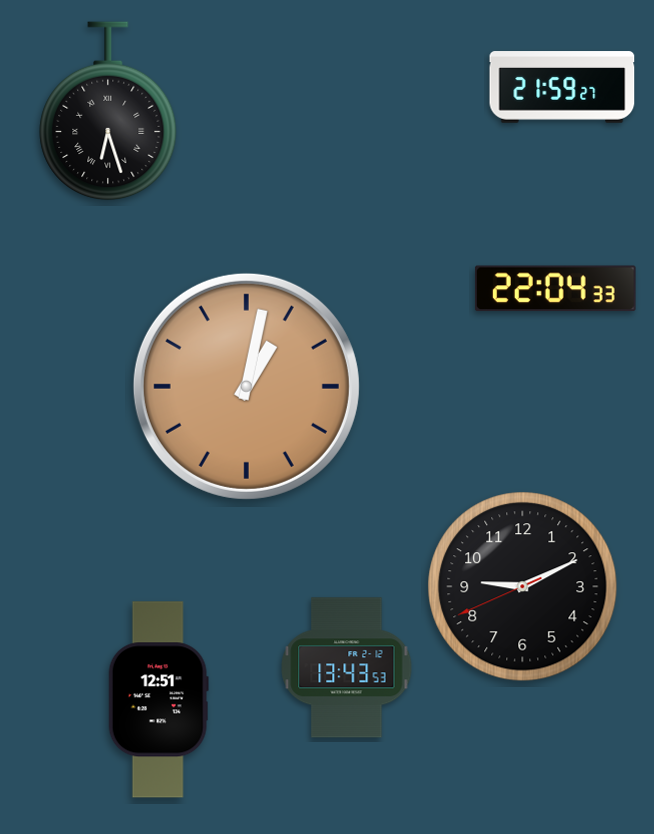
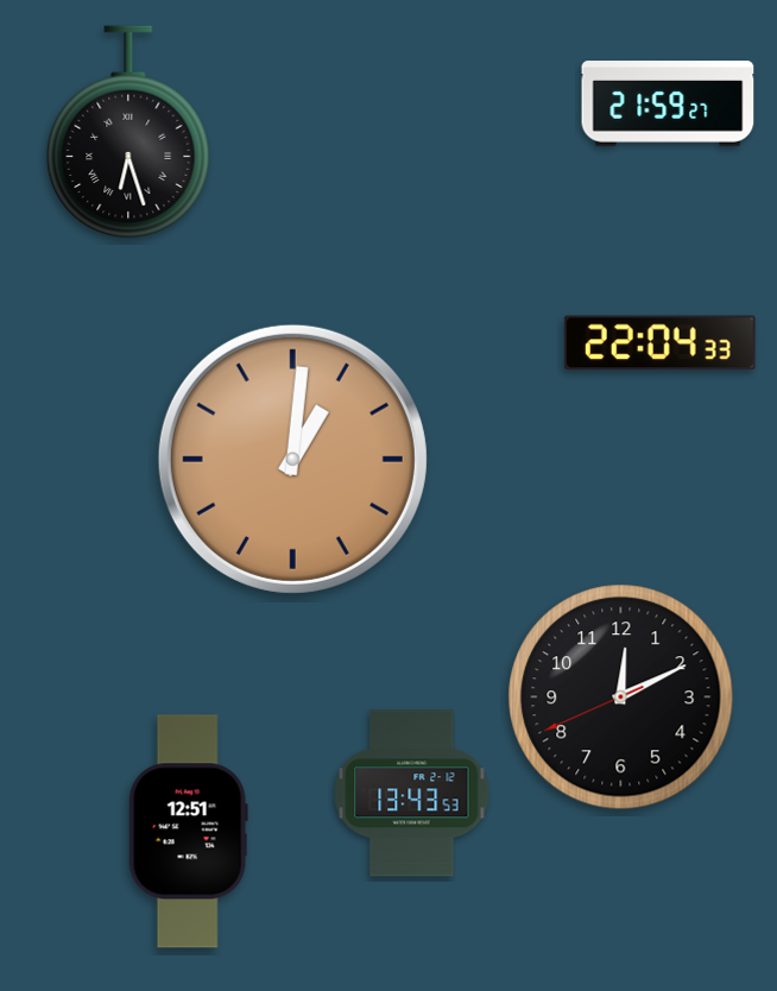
clock at (246, 386): 1:02 -> 1:01
clock at (523, 587): 9:10 -> 12:10
